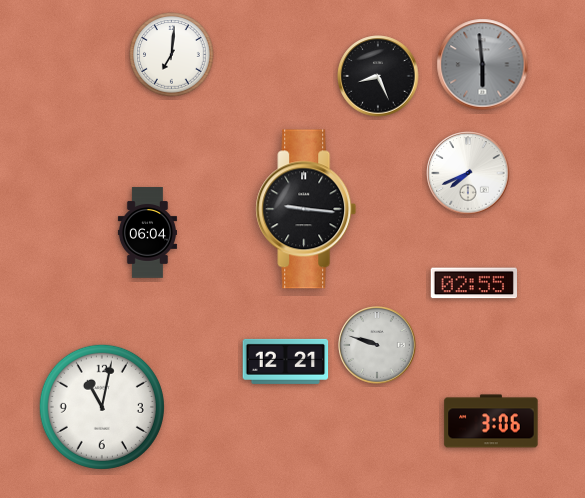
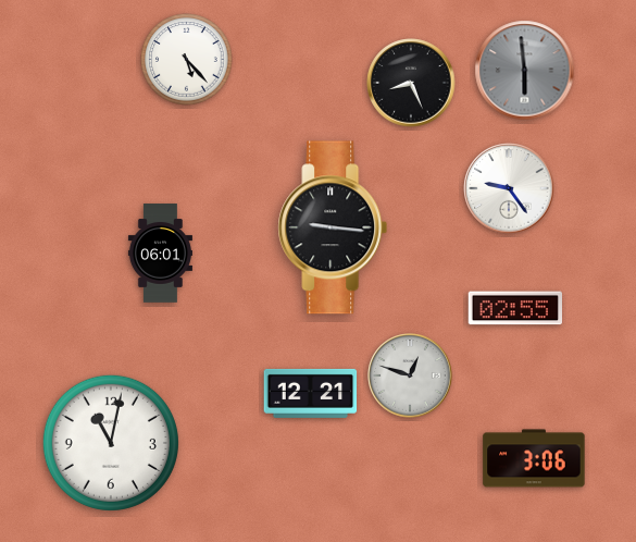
clock at (172, 55): 7:01 -> 5:23
clock at (468, 173): 7:41 -> 9:24
clock at (147, 233): 06:04 -> 06:01
clock at (377, 345): 9:48 -> 12:48
